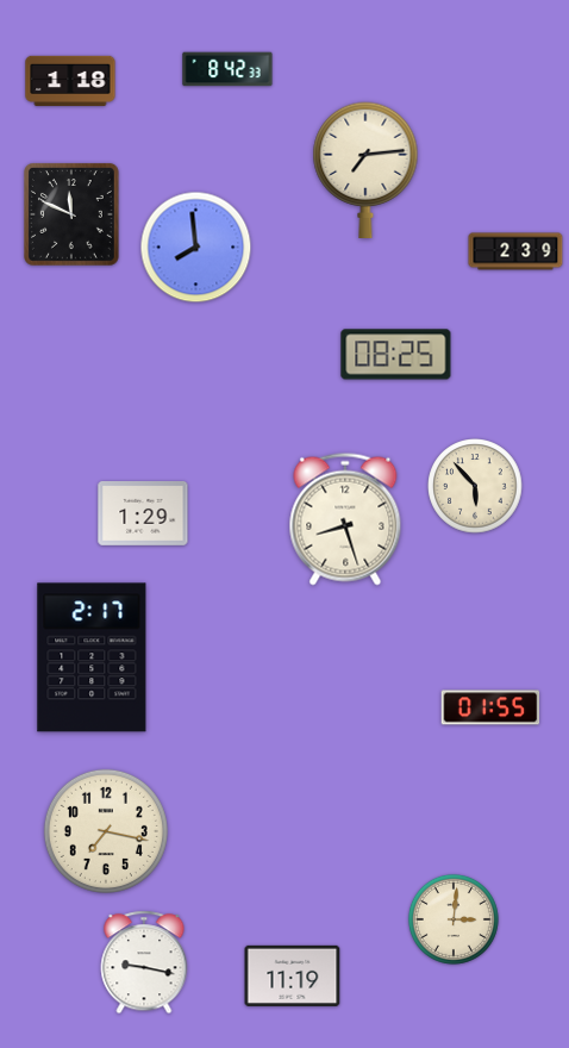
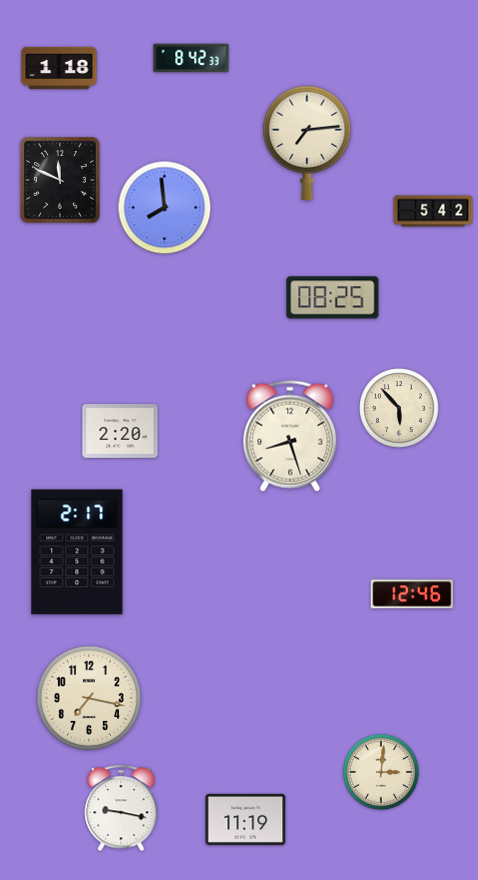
clock at (515, 251): 2:39 -> 5:42
clock at (143, 514): 1:29 -> 2:20
clock at (490, 707): 01:55 -> 12:46
